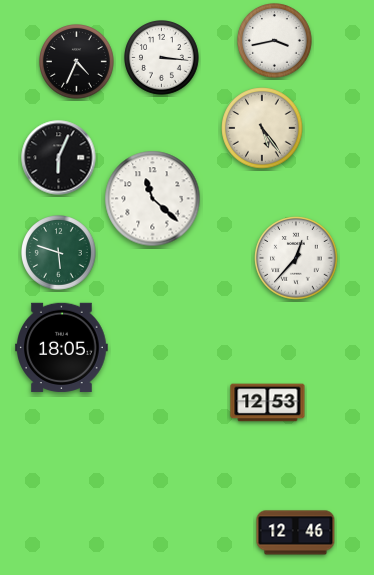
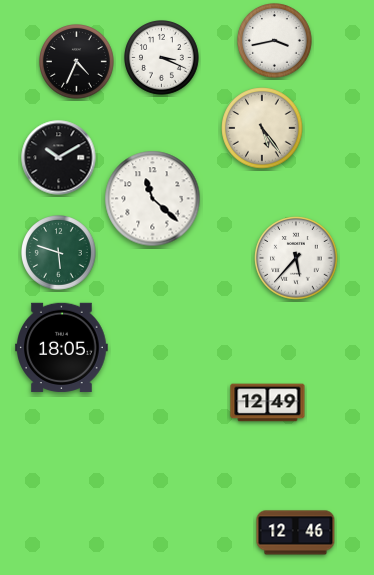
clock at (162, 58): 3:16 -> 3:19
clock at (59, 158): 6:04 -> 10:10
clock at (296, 258): 12:37 -> 5:37
clock at (268, 403): 12:53 -> 12:49
